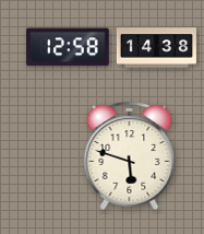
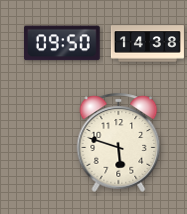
clock at (69, 47): 12:58 -> 09:50
clock at (156, 48) position: (156, 48) -> (147, 44)
